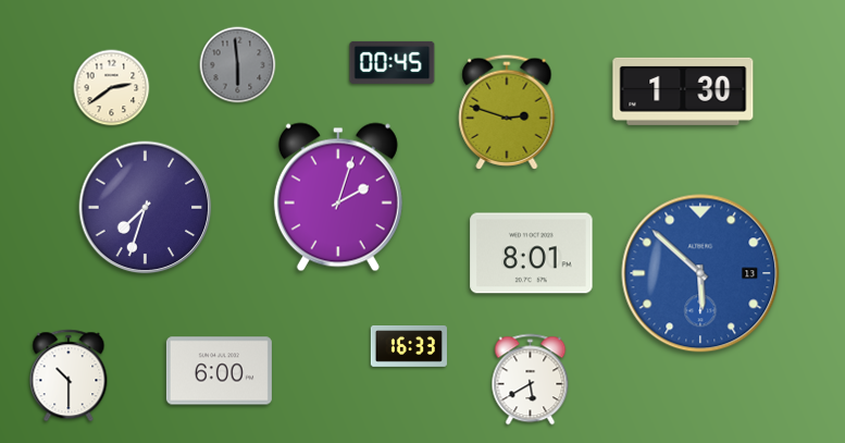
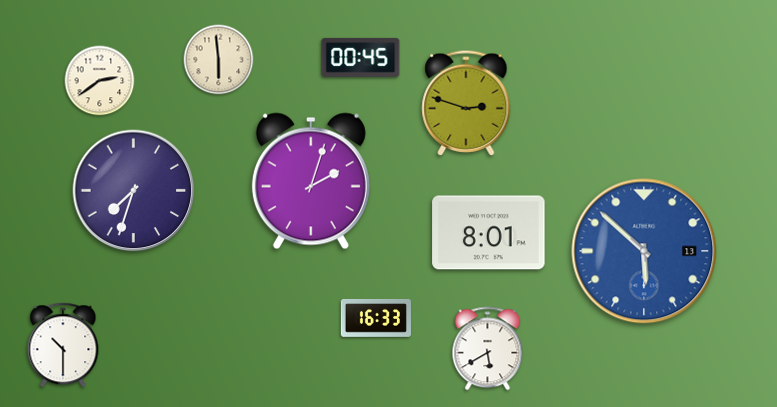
clock at (238, 65) dial: grey -> cream
clock at (112, 88) position: (112, 88) -> (100, 81)
clock at (683, 91): 1:30 -> none
clock at (219, 371): 6:00 -> none
